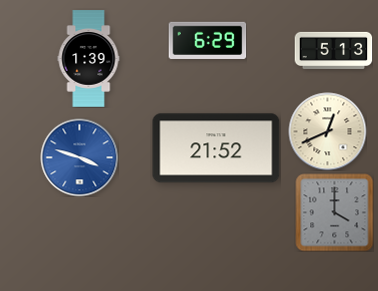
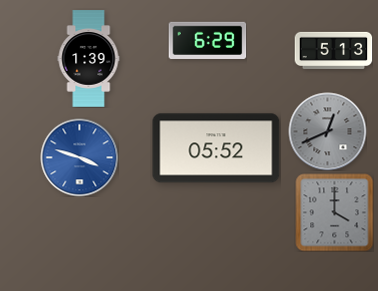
clock at (327, 131) dial: cream -> grey
clock at (216, 148): 21:52 -> 05:52
